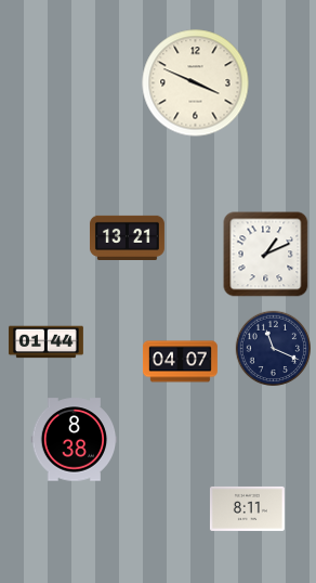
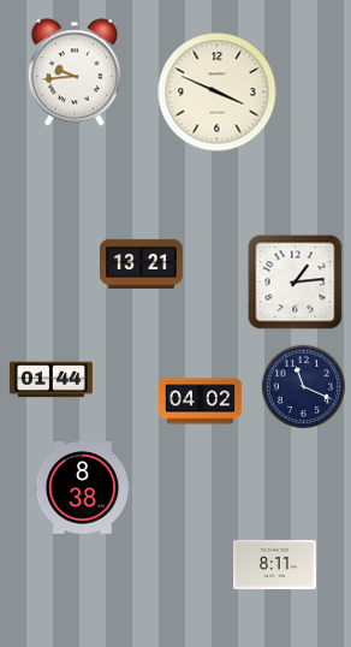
clock at (75, 72): none -> 9:44
clock at (266, 255): 1:11 -> 1:14
clock at (180, 362): 04:07 -> 04:02
